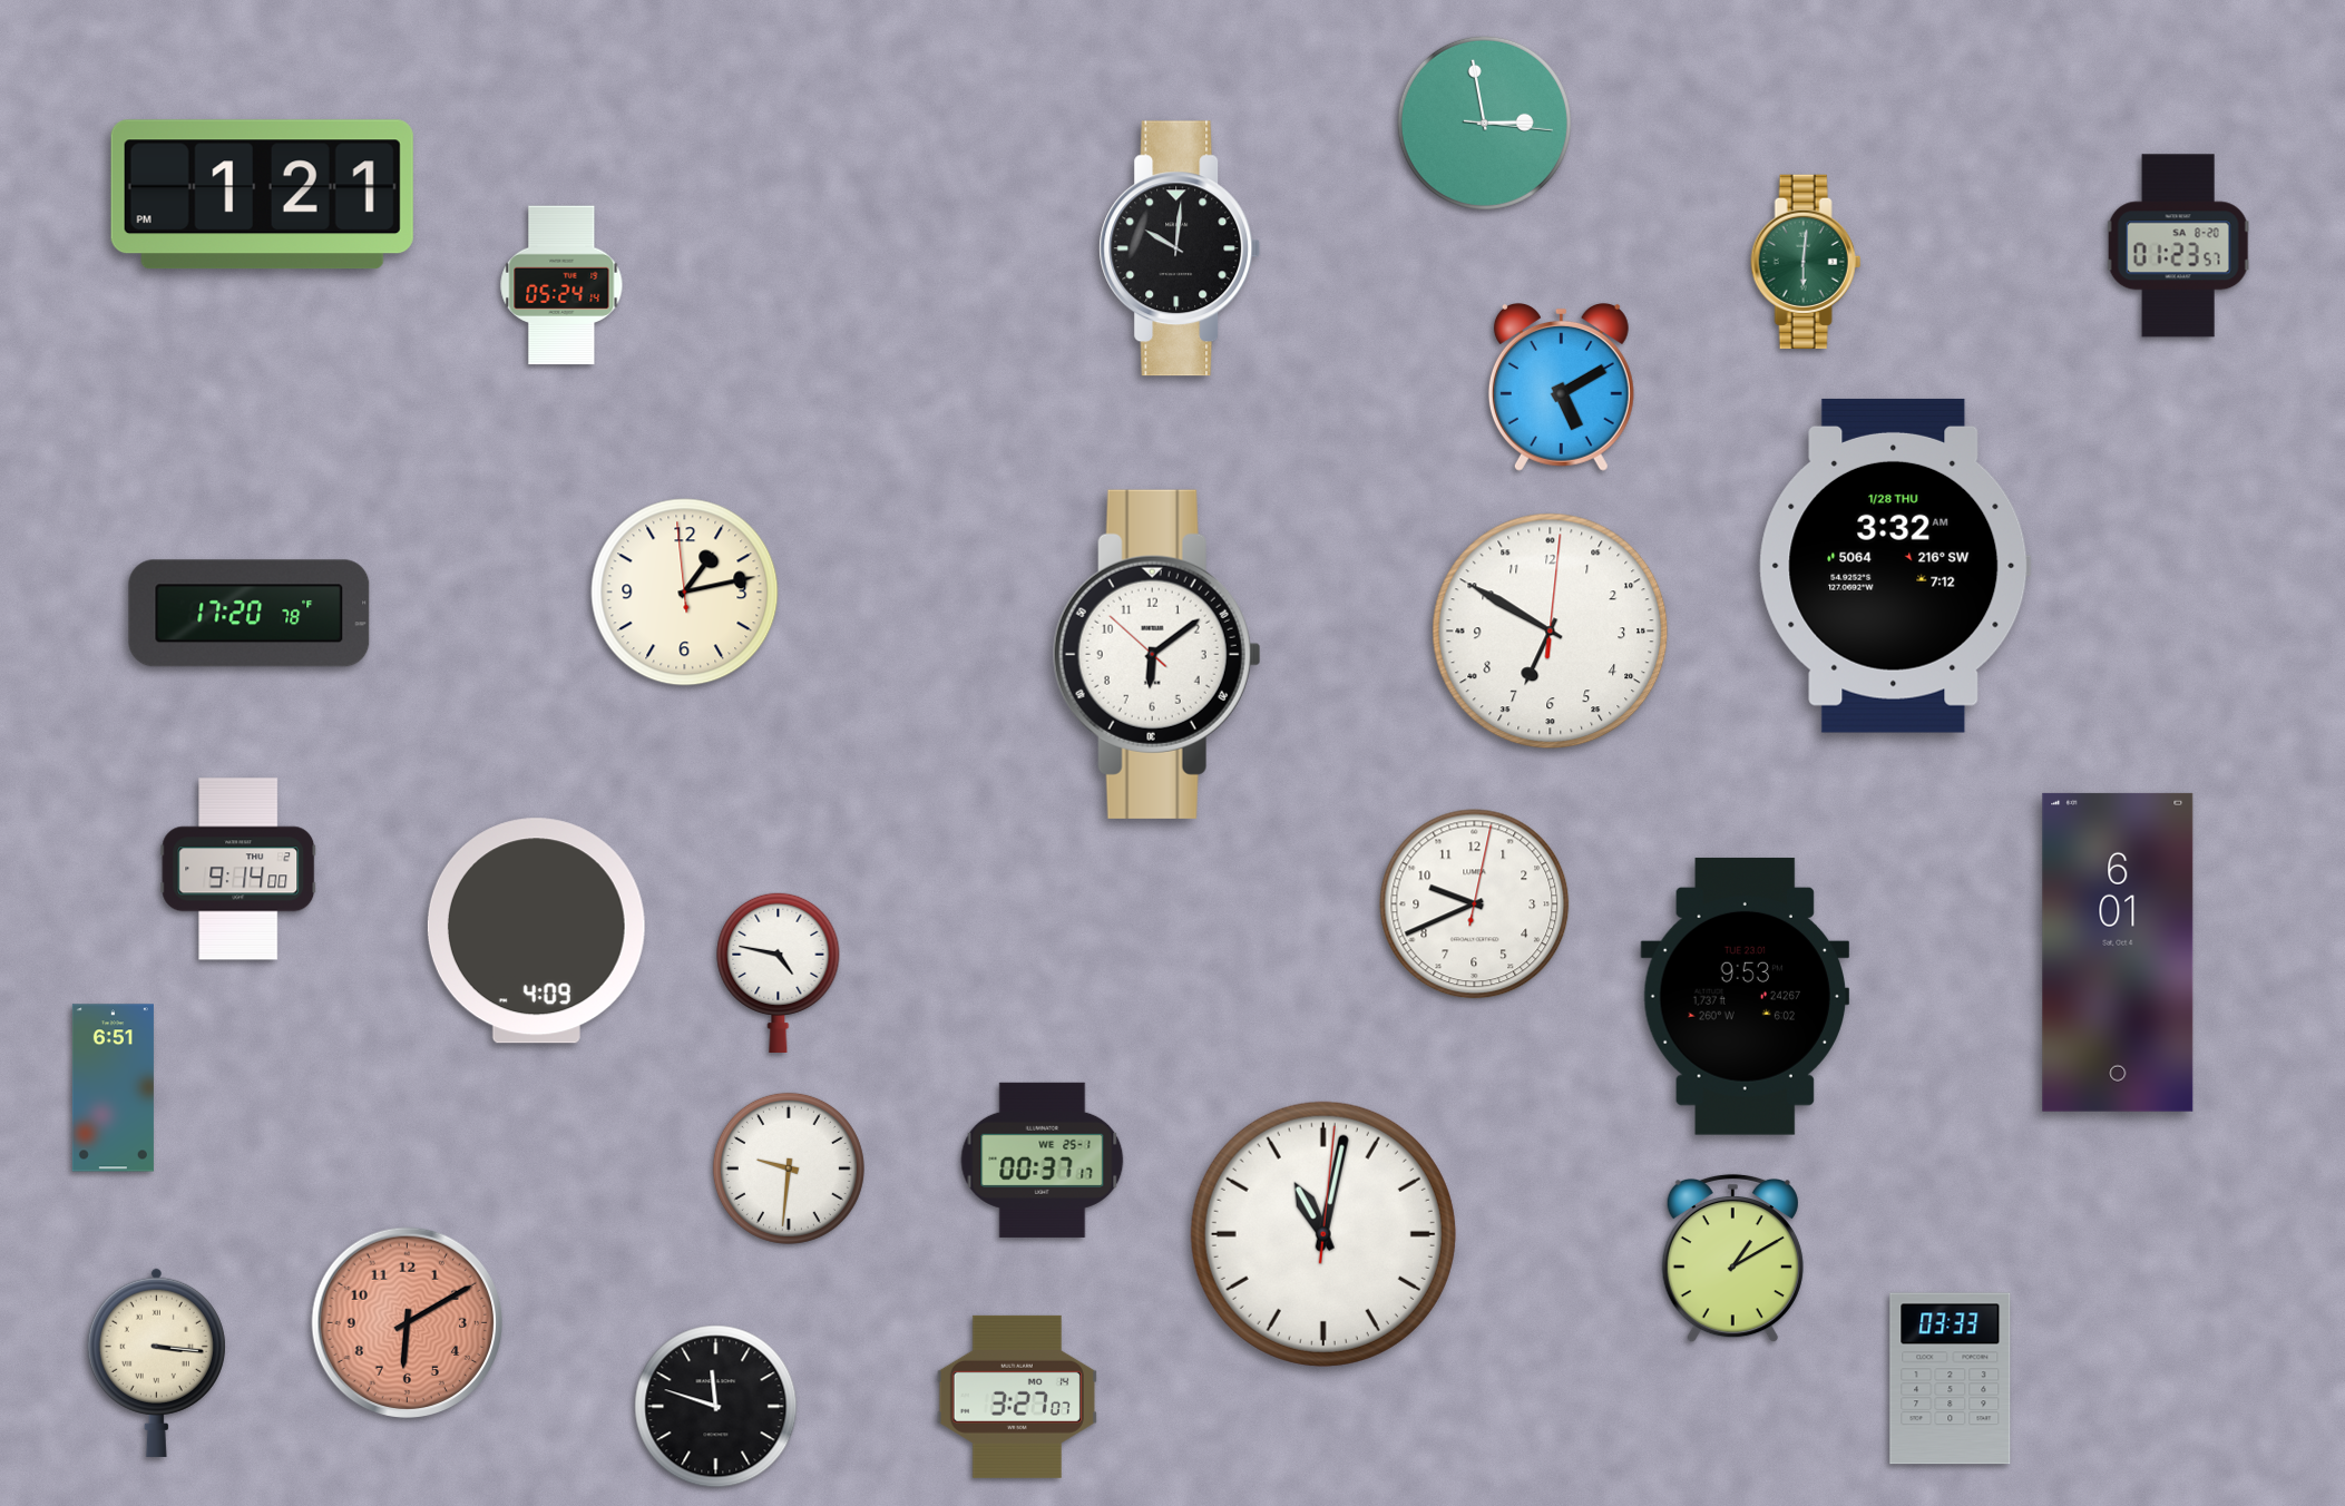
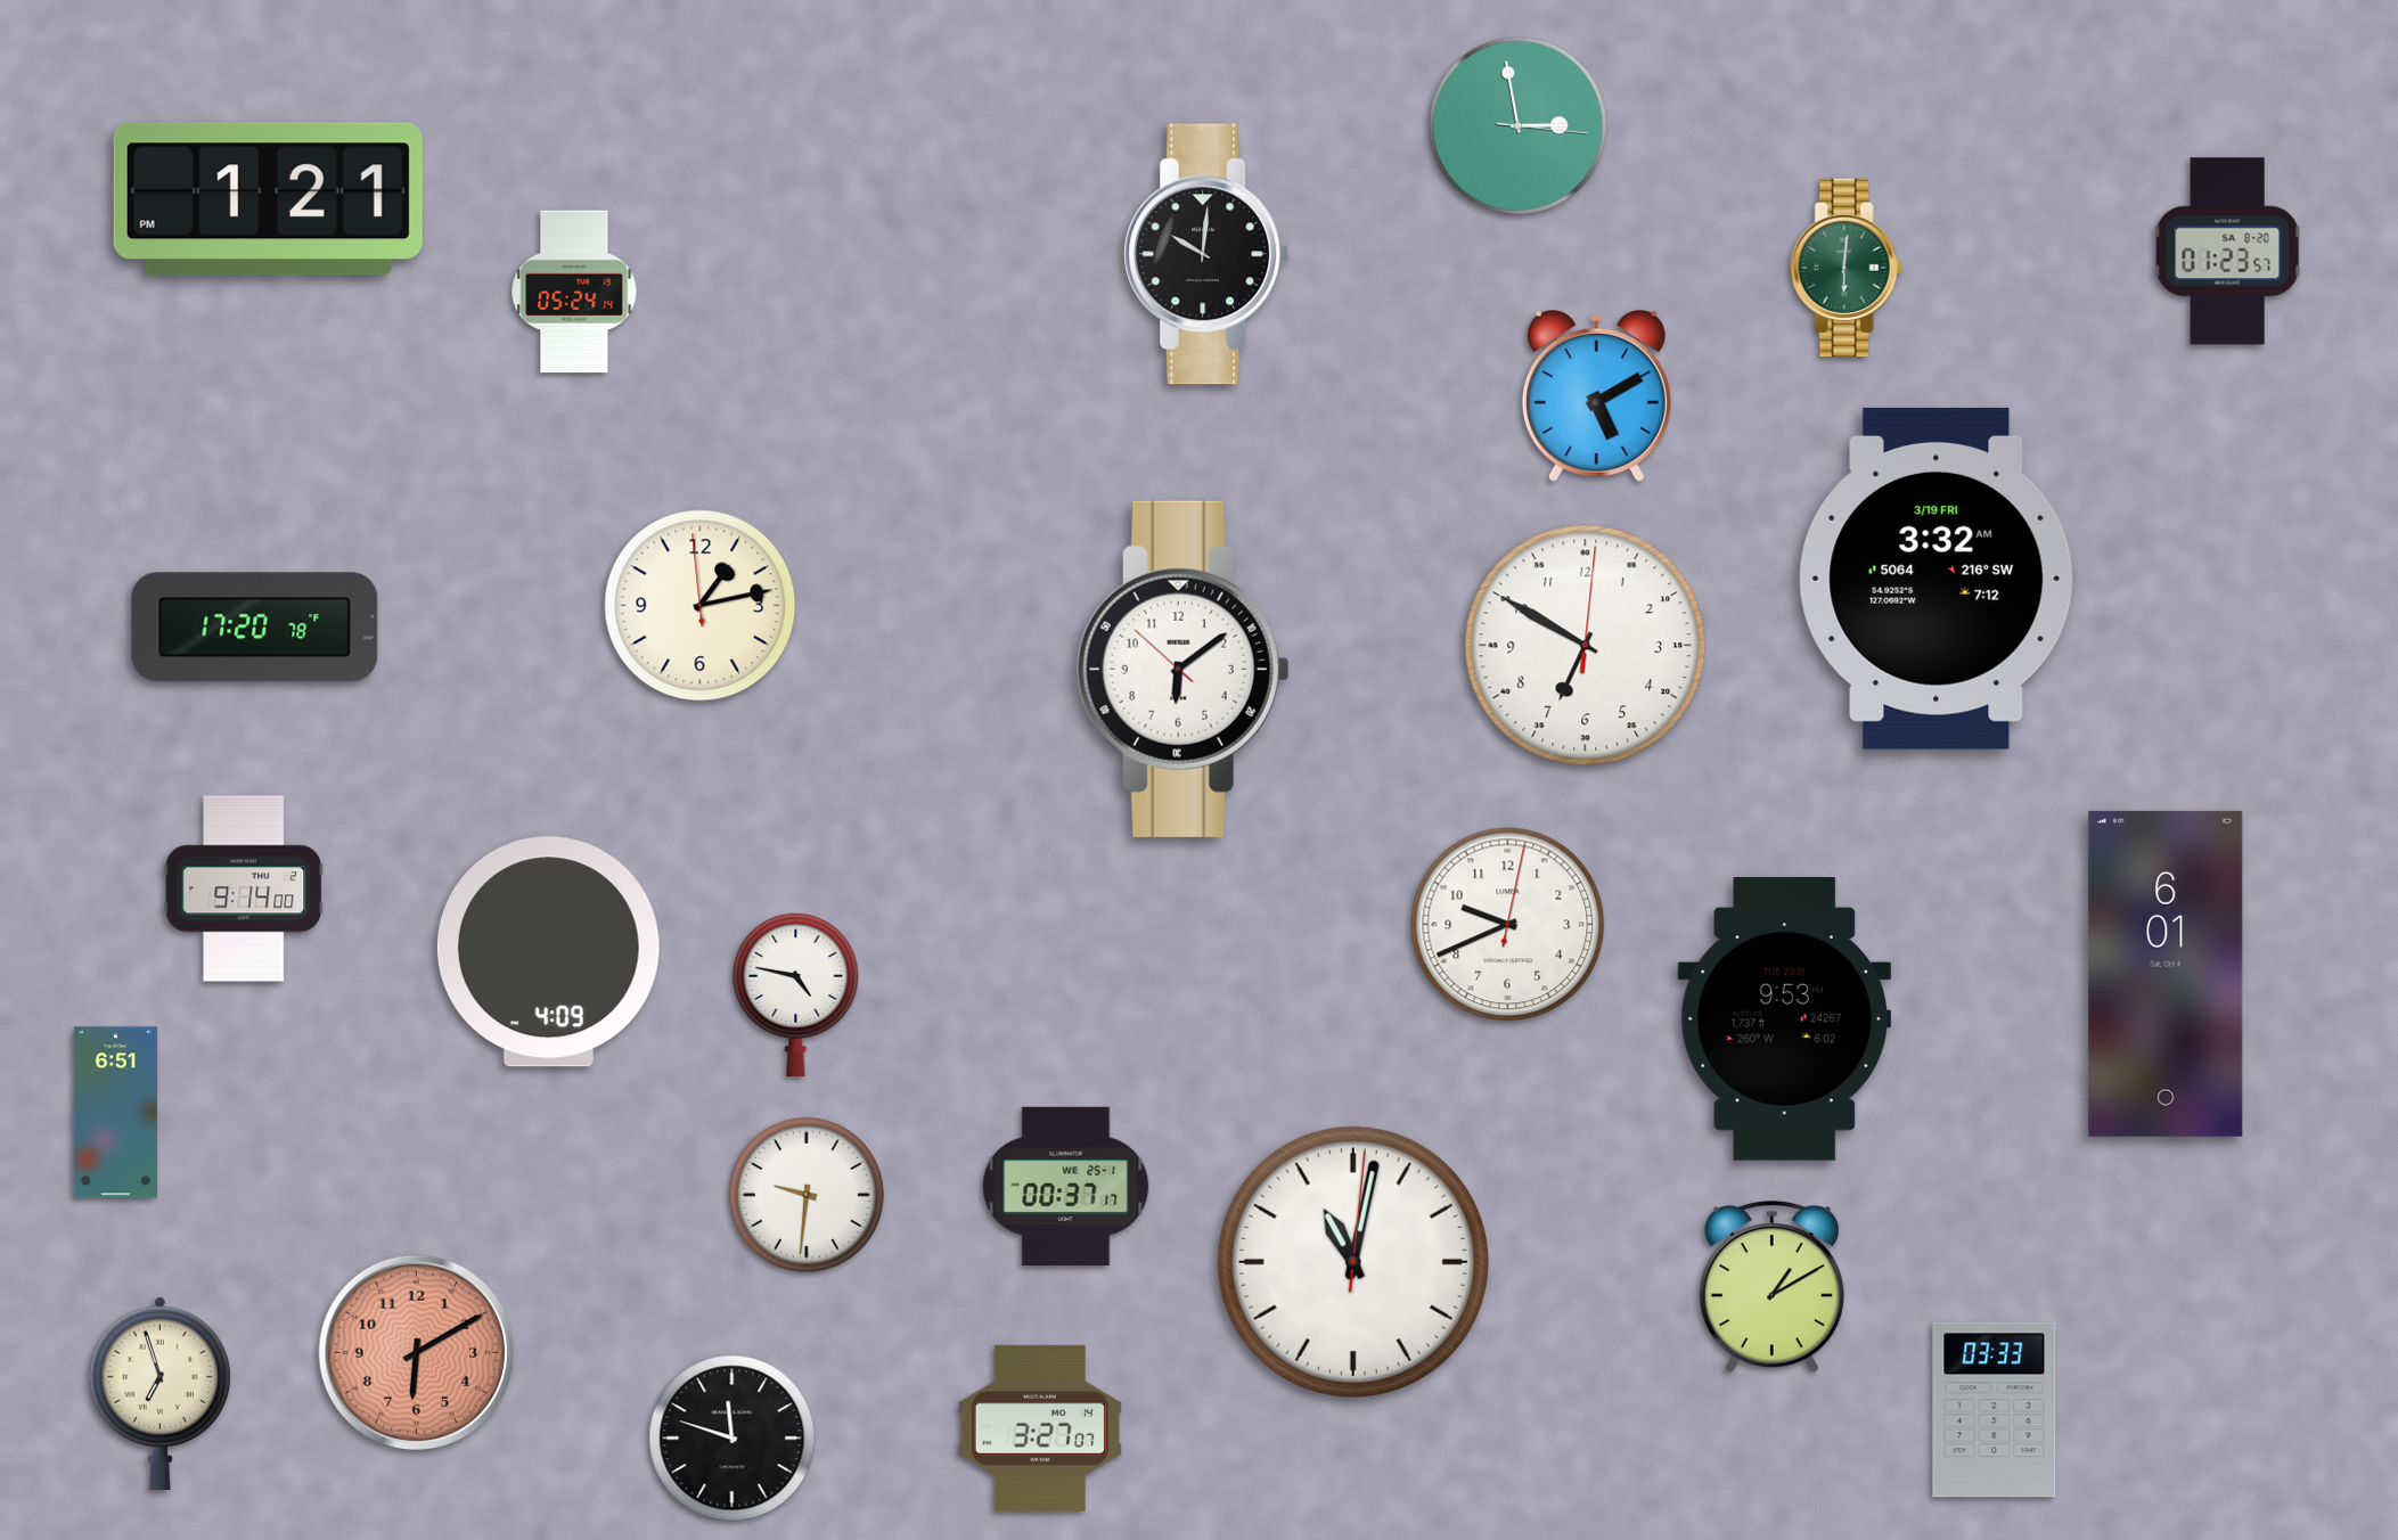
clock at (1895, 566) date: 1/28 THU -> 3/19 FRI
clock at (156, 1362): 3:16 -> 6:57
